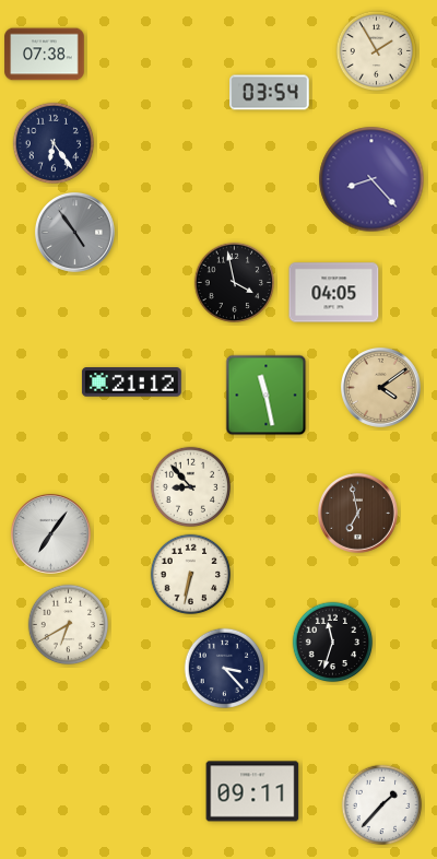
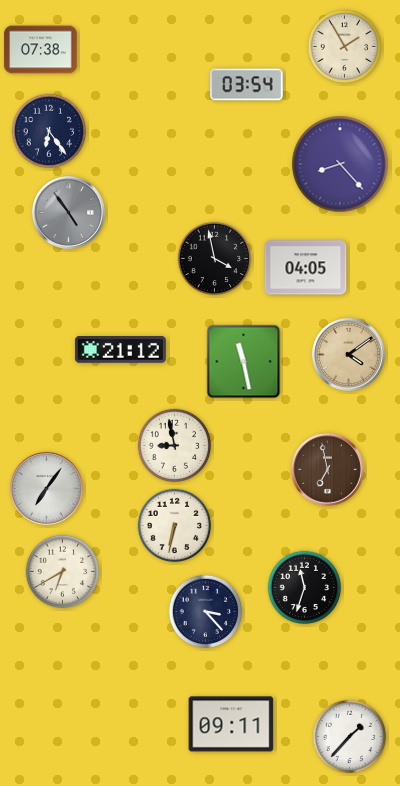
clock at (191, 487): 8:53 -> 8:58
